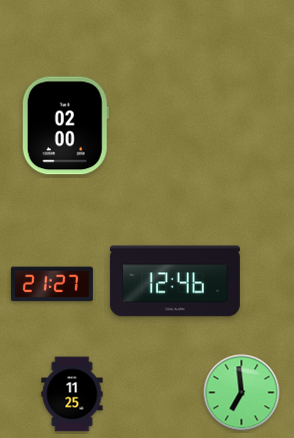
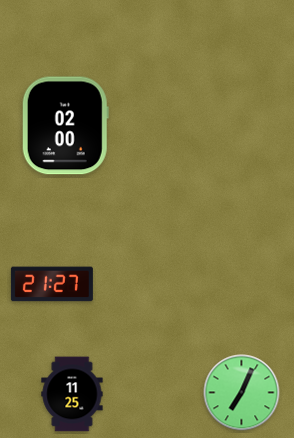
clock at (175, 281): 12:46 -> none
clock at (242, 393): 6:59 -> 7:04
